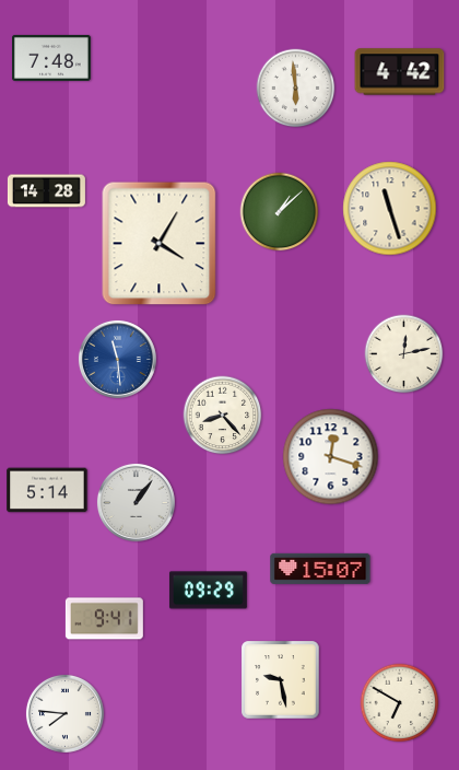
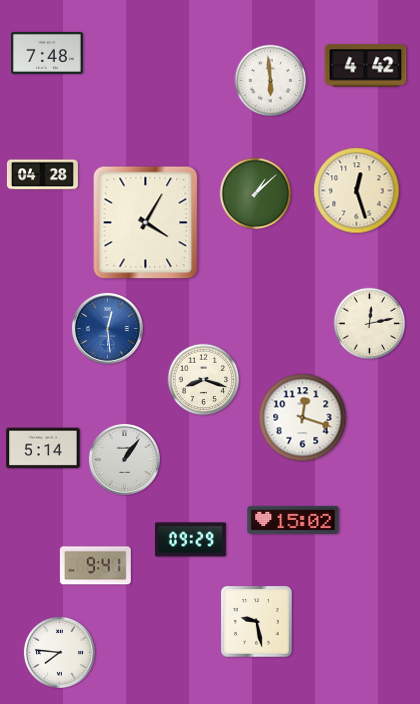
clock at (46, 191): 14:28 -> 04:28
clock at (390, 209): 11:27 -> 12:27
clock at (117, 359): 11:29 -> 12:29
clock at (223, 416): 8:23 -> 8:18
clock at (320, 569): 15:07 -> 15:02
clock at (400, 703): 6:50 -> none
